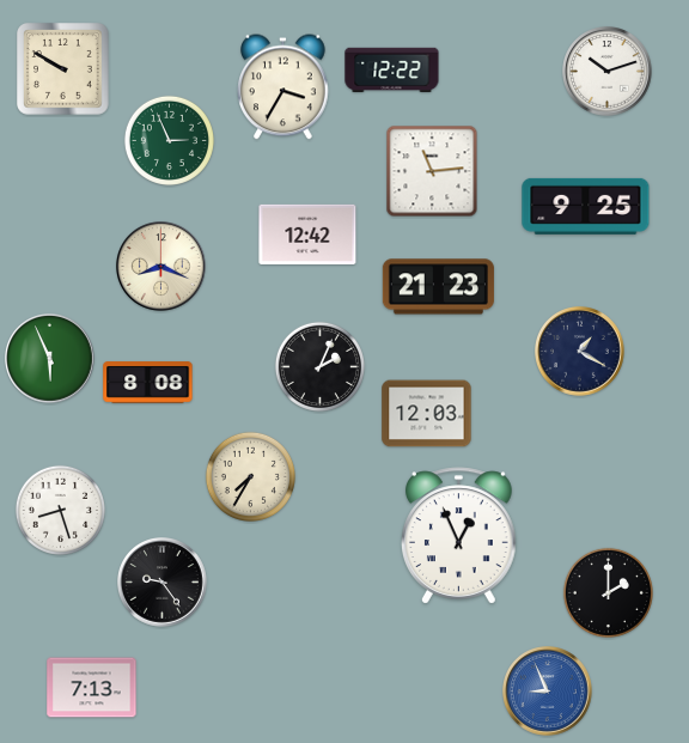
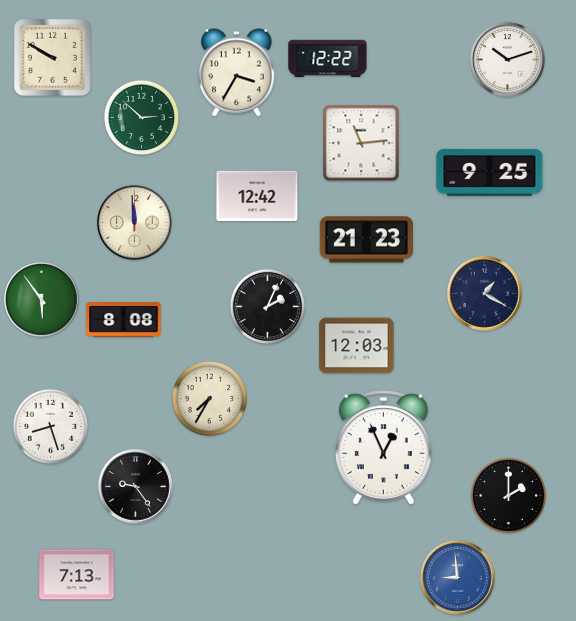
clock at (169, 140): 2:56 -> 2:52
clock at (161, 267): 8:19 -> 11:59
clock at (50, 359): 5:56 -> 5:54
clock at (548, 692): 8:56 -> 8:59
